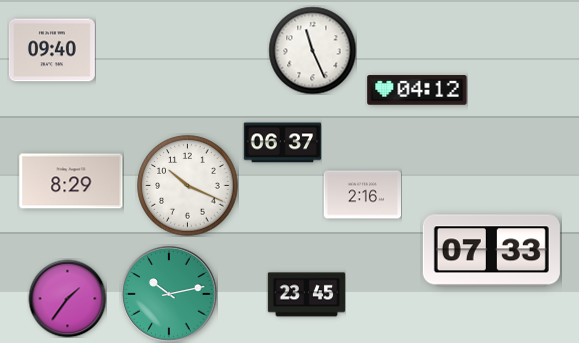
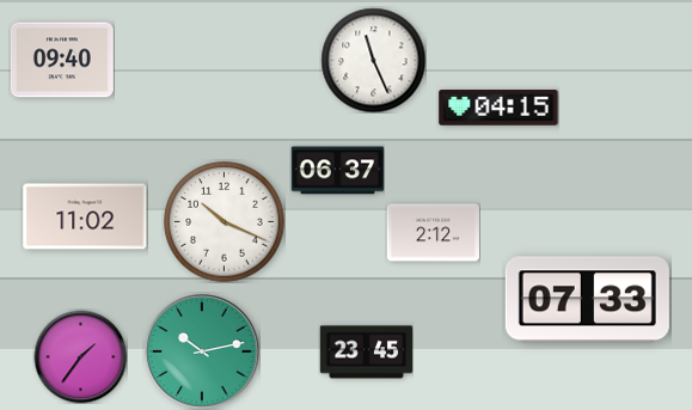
clock at (417, 90): 04:12 -> 04:15
clock at (71, 181): 8:29 -> 11:02
clock at (362, 195): 2:16 -> 2:12
